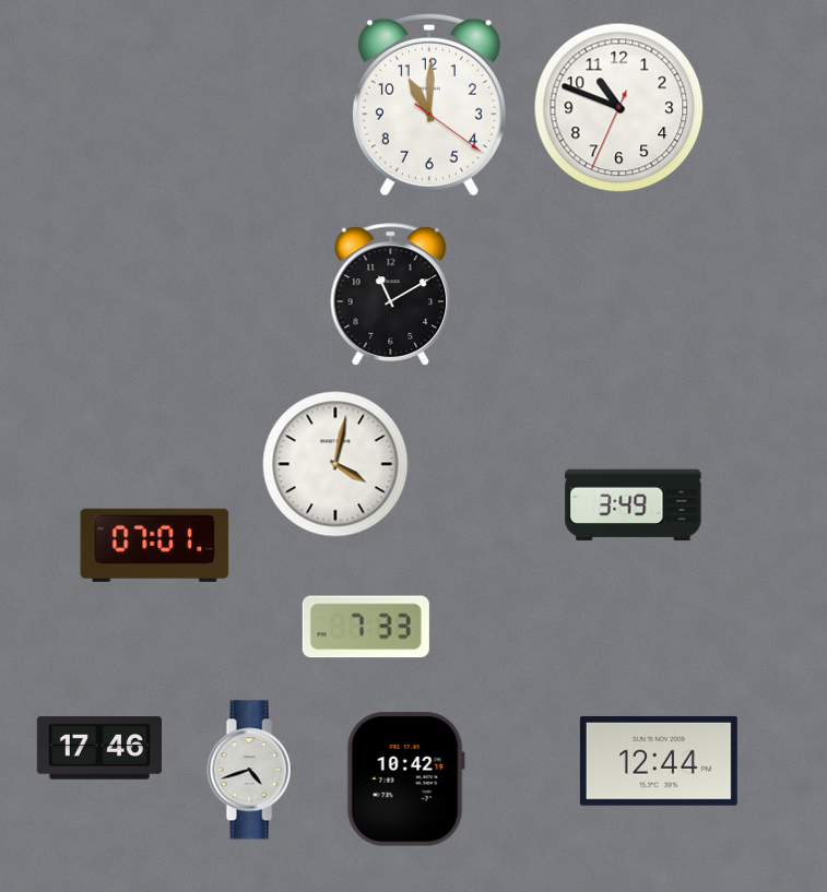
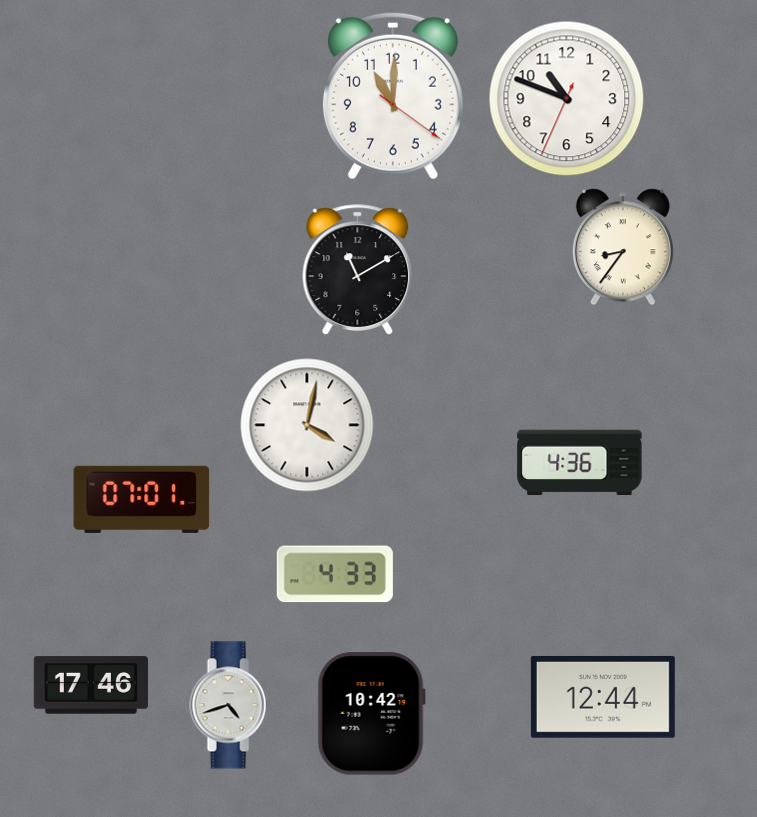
clock at (623, 247): none -> 8:36
clock at (634, 506): 3:49 -> 4:36
clock at (366, 627): 7:33 -> 4:33
